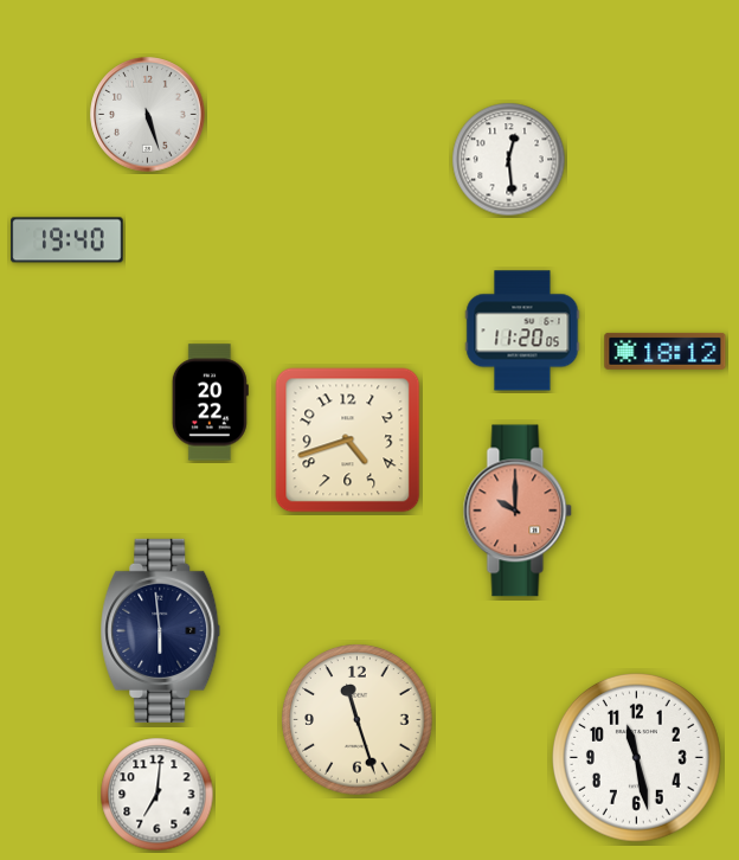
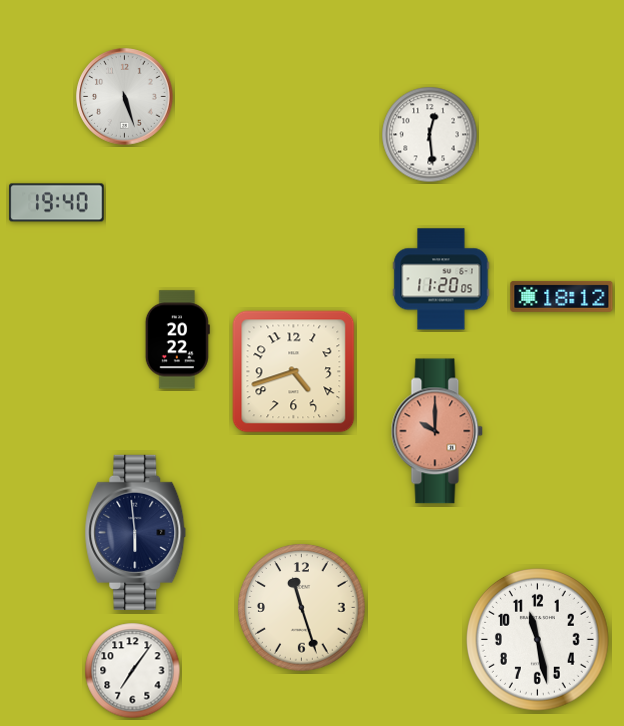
clock at (158, 795): 7:01 -> 7:06
